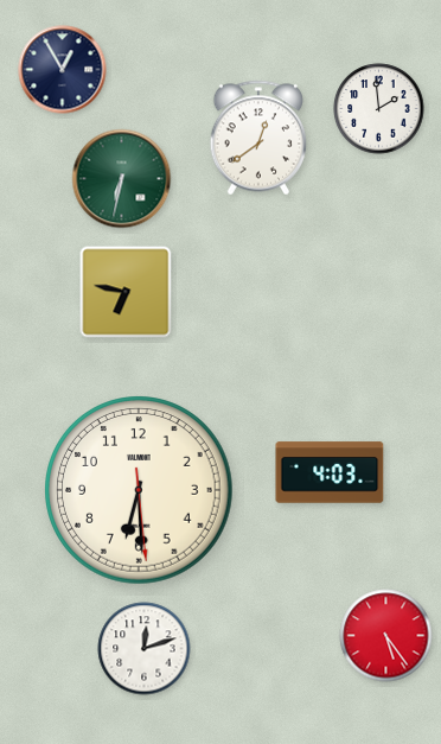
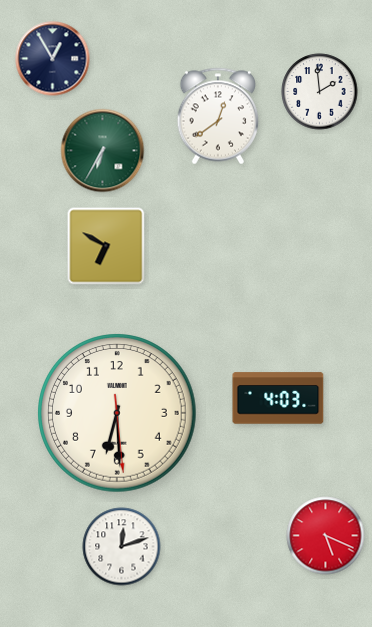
clock at (122, 179): 6:32 -> 6:35
clock at (126, 292): 6:47 -> 6:50
clock at (386, 636): 5:24 -> 5:19
